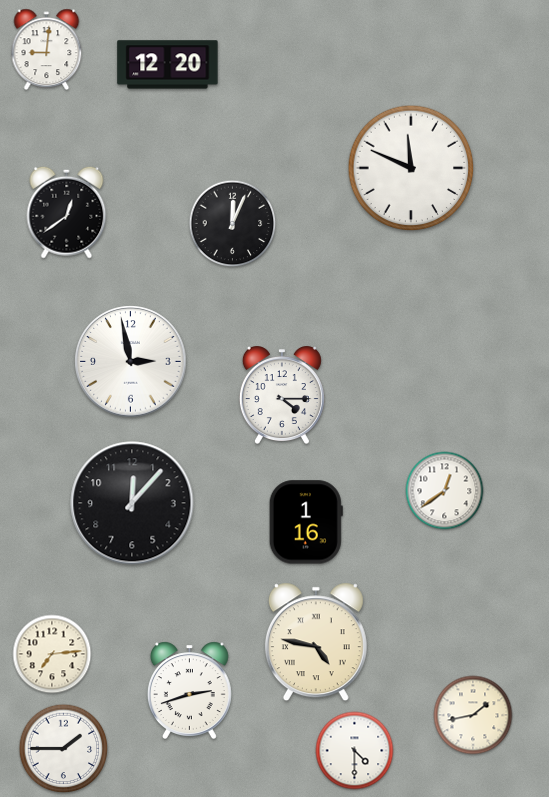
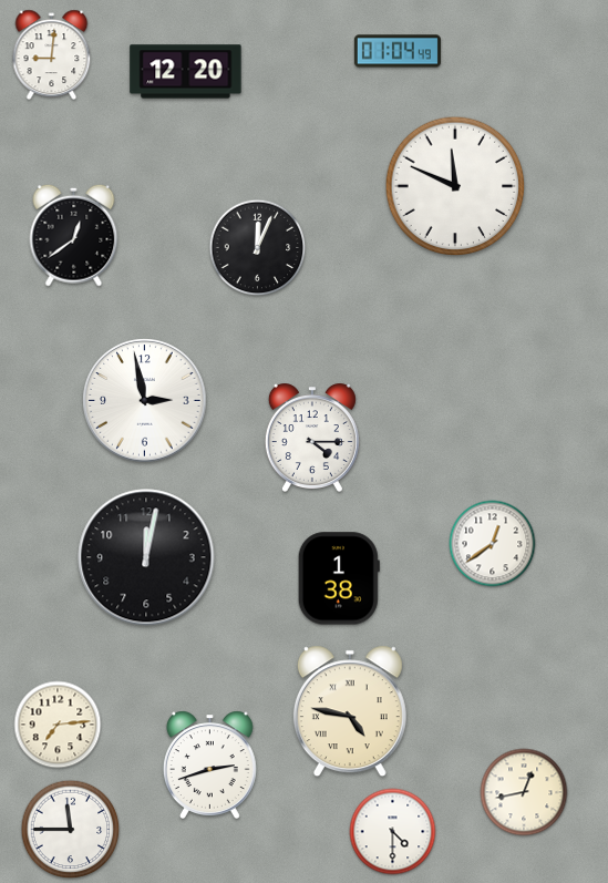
clock at (398, 51): none -> 01:04
clock at (132, 503): 12:07 -> 12:02
clock at (306, 522): 1:16 -> 1:38
clock at (473, 715): 1:43 -> 12:43
clock at (64, 749): 1:45 -> 11:45
